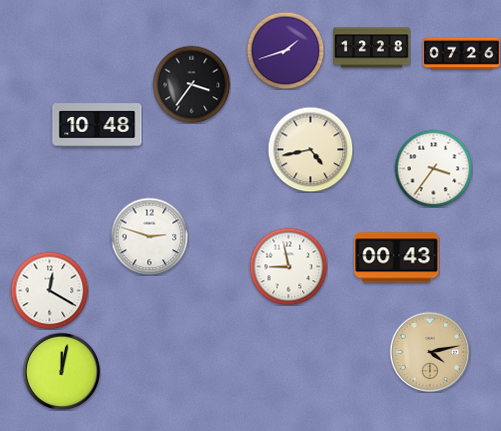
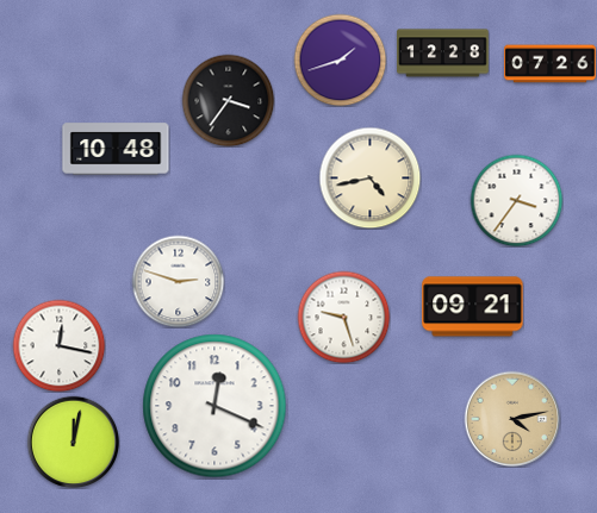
clock at (372, 48) position: (372, 48) -> (443, 54)
clock at (397, 258): 00:43 -> 09:21
clock at (288, 266): 8:58 -> 9:27
clock at (49, 290): 12:20 -> 12:17
clock at (214, 406): none -> 12:19
